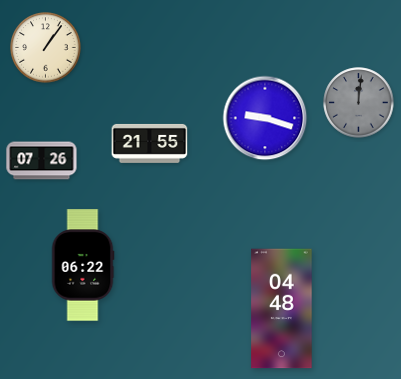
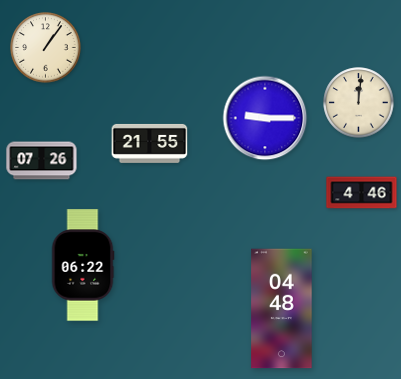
clock at (359, 103) dial: grey -> cream
clock at (265, 118): 9:18 -> 9:15
clock at (362, 193): none -> 4:46
